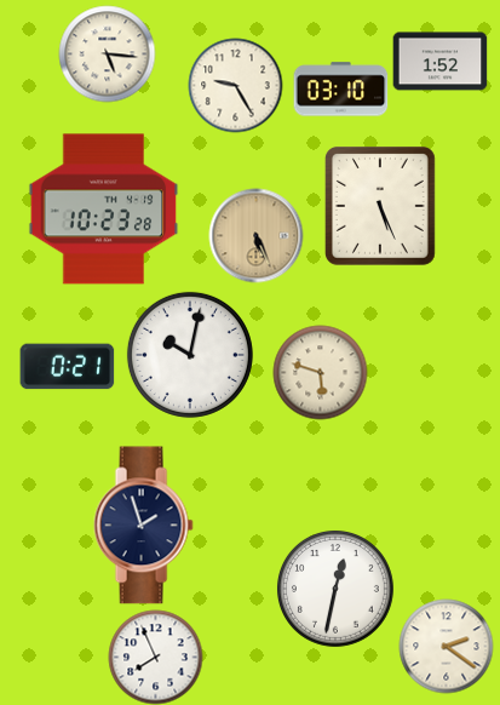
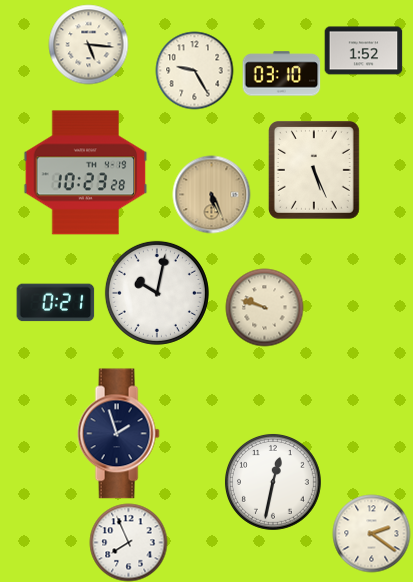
clock at (320, 372): 5:48 -> 9:48
clock at (335, 589) position: (335, 589) -> (273, 482)
clock at (446, 646) position: (446, 646) -> (371, 533)
